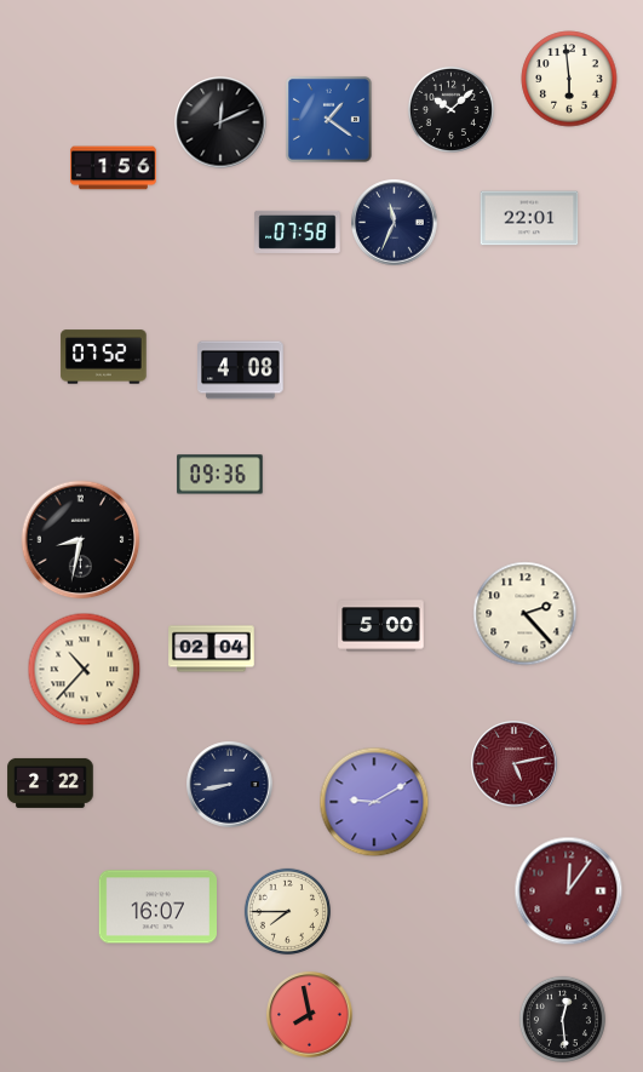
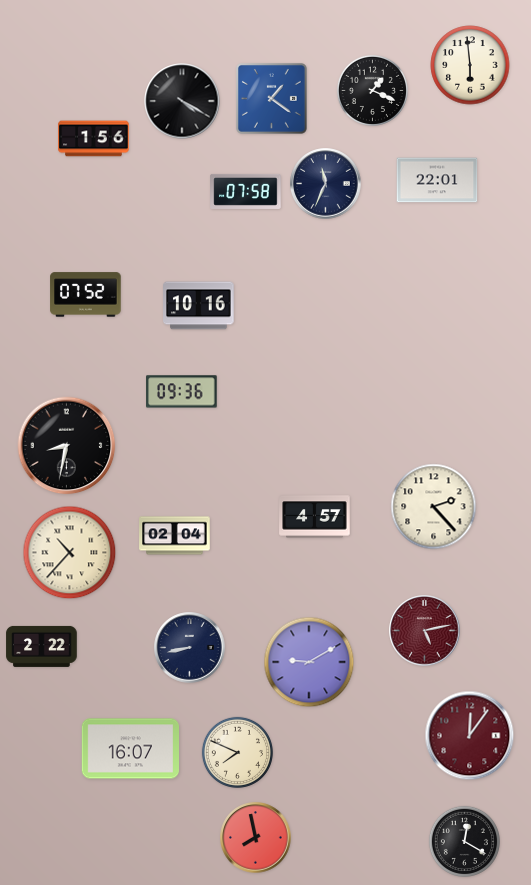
clock at (450, 109): 10:08 -> 1:19
clock at (220, 122): 12:11 -> 4:20
clock at (241, 371): 4:08 -> 10:16
clock at (381, 626): 5:00 -> 4:57
clock at (287, 911): 7:45 -> 7:49
clock at (562, 1019): 12:29 -> 12:20
